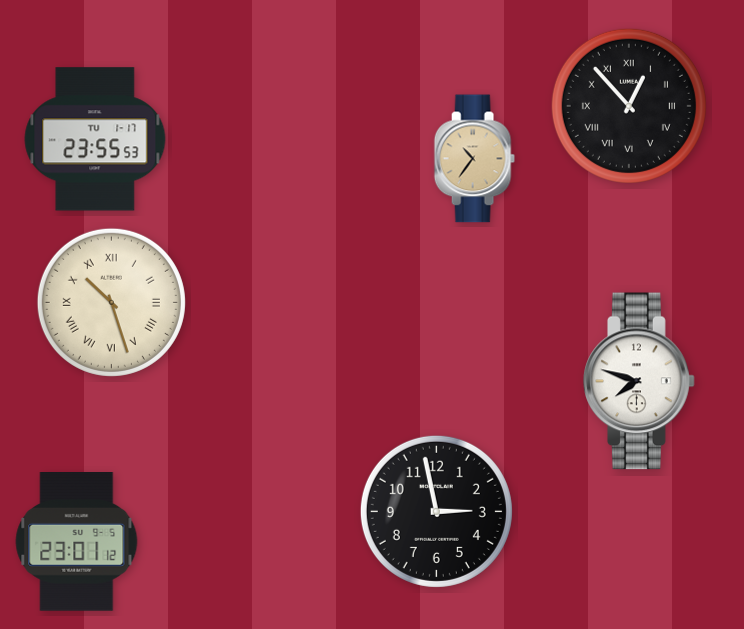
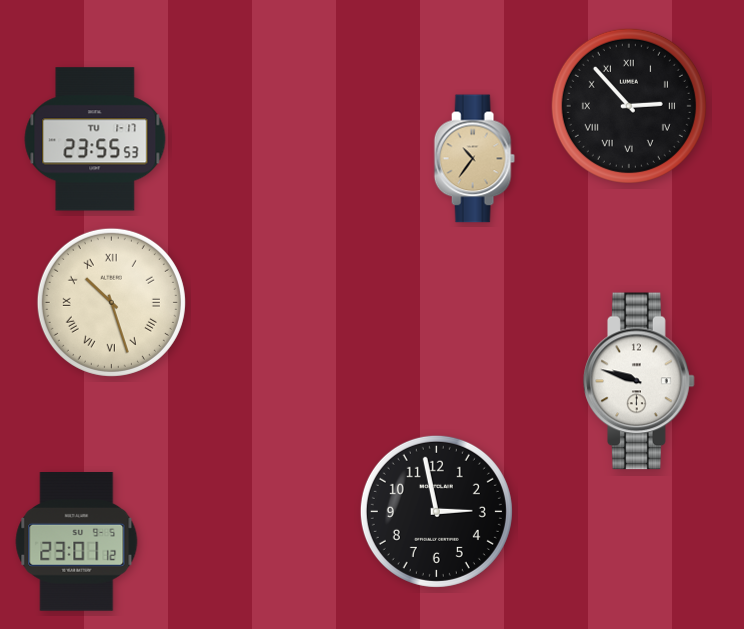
clock at (629, 106): 12:53 -> 2:53
clock at (639, 381): 7:48 -> 9:48
